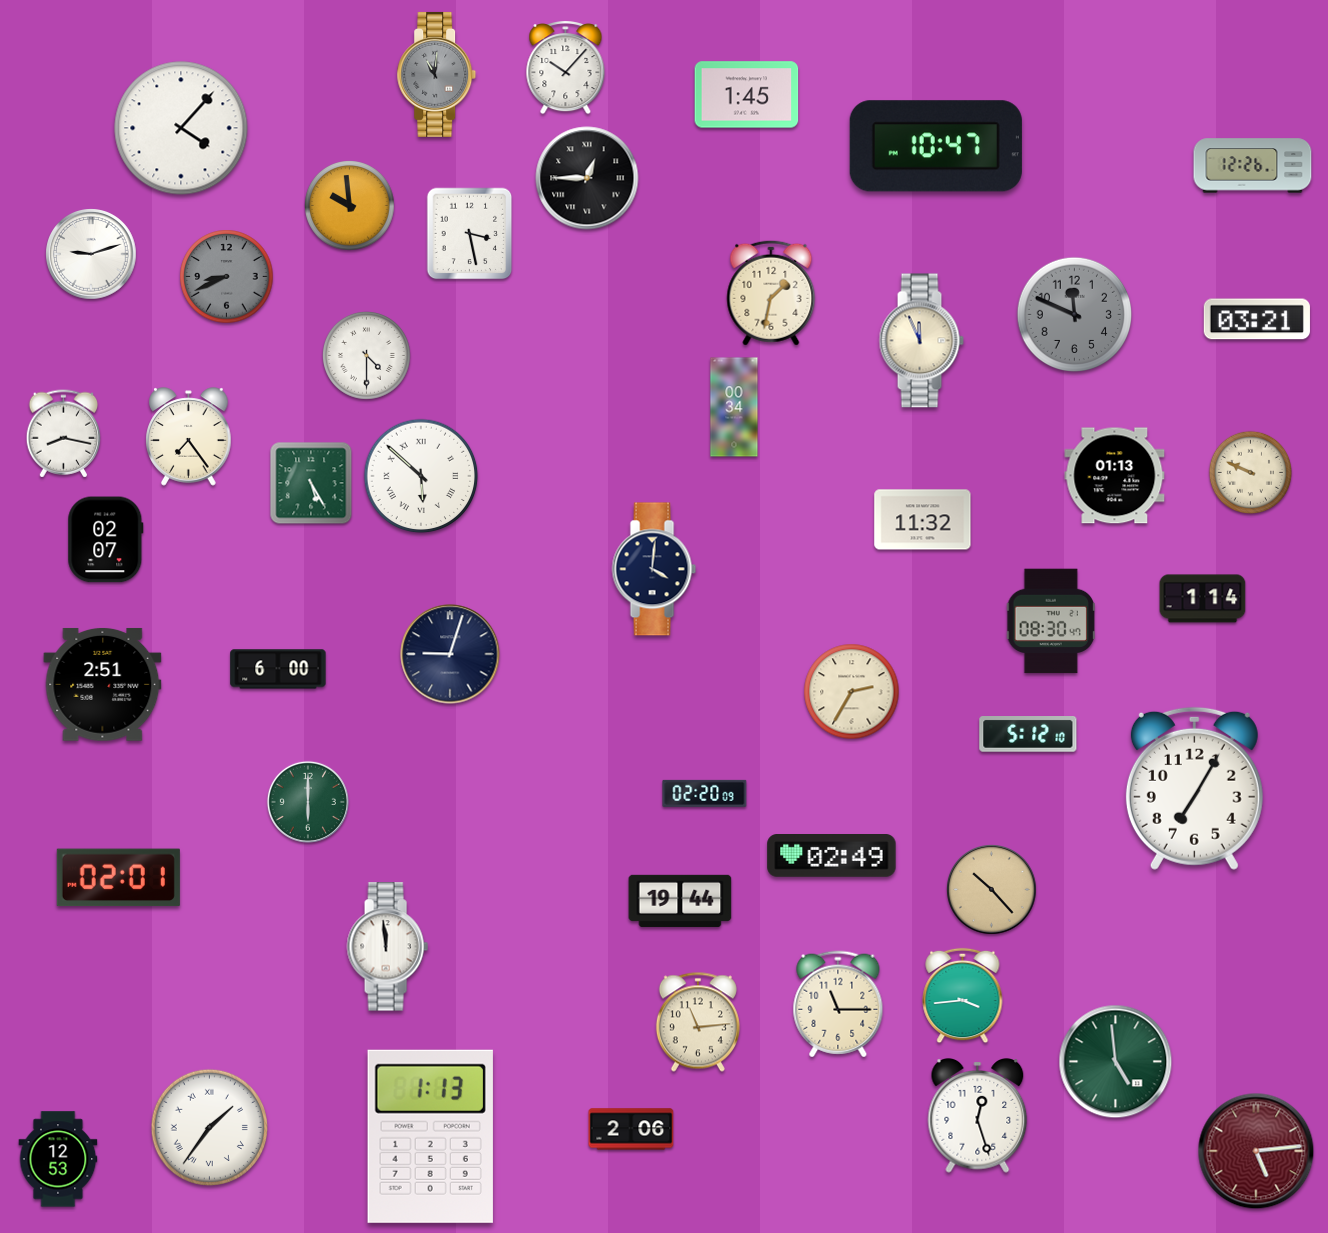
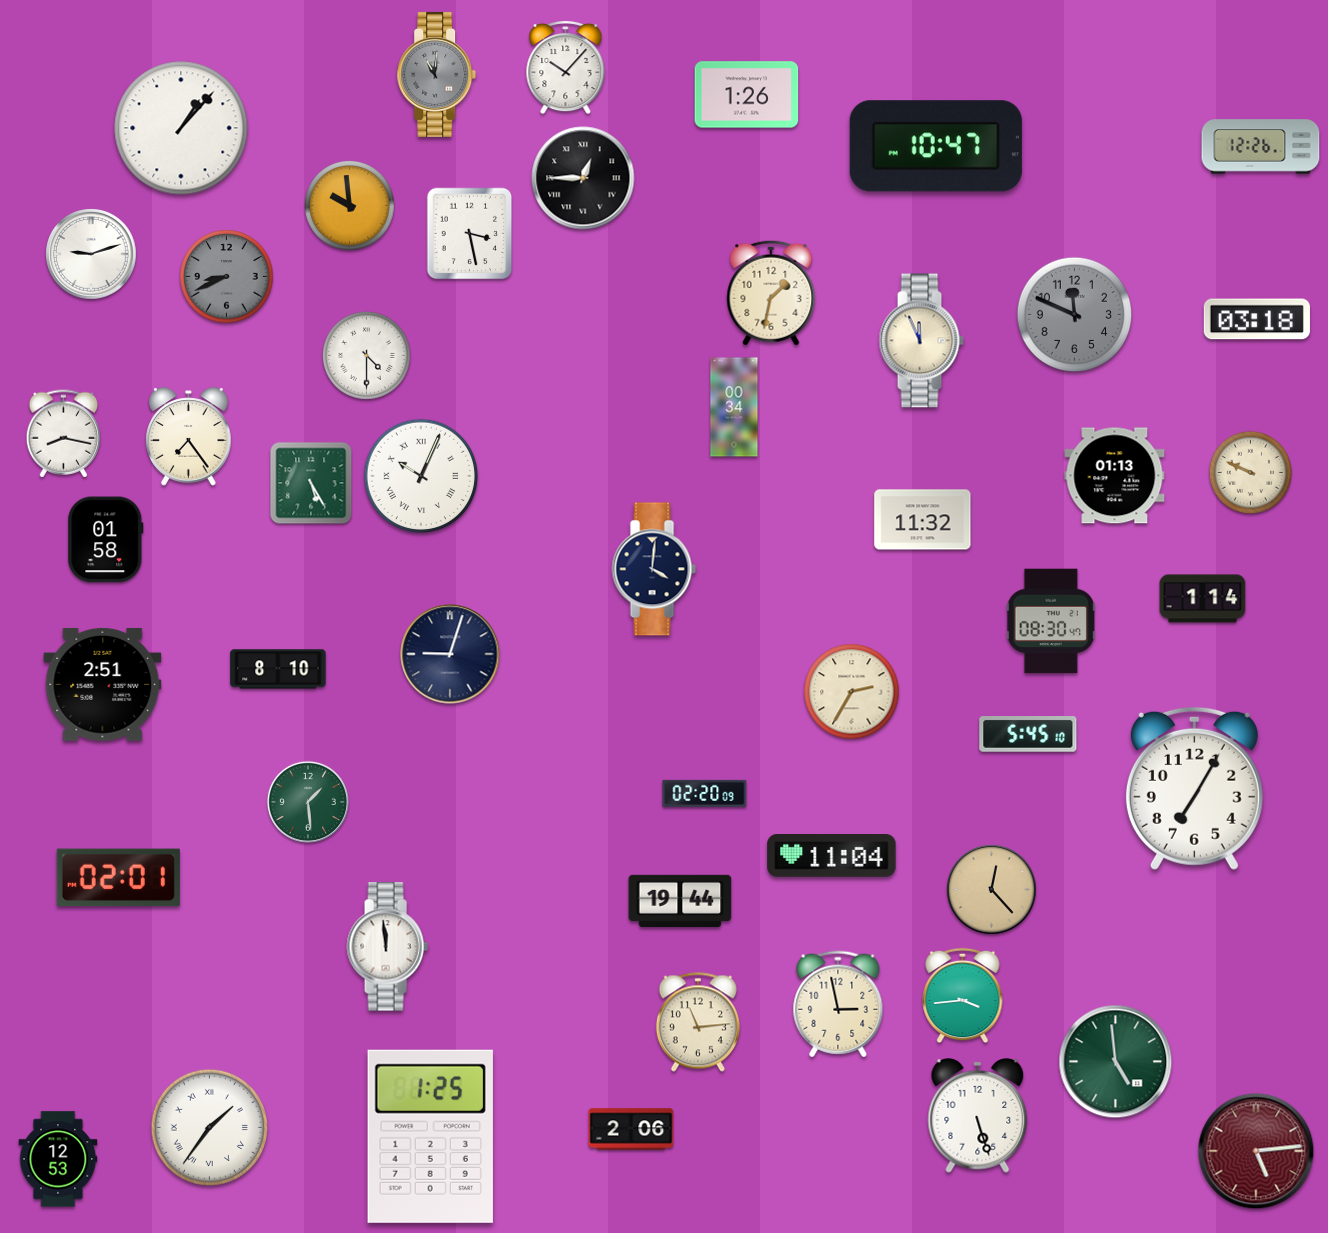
clock at (747, 95): 1:45 -> 1:26
clock at (181, 128): 4:07 -> 1:07
clock at (1253, 166) position: (1253, 166) -> (1261, 147)
clock at (587, 178) position: (587, 178) -> (583, 178)
clock at (1257, 319): 03:21 -> 03:18
clock at (421, 476): 5:52 -> 10:04
clock at (106, 540): 02:07 -> 01:58
clock at (278, 669): 6:00 -> 8:10
clock at (1028, 735): 5:12 -> 5:45
clock at (308, 802): 6:00 -> 1:29
clock at (832, 856): 02:49 -> 11:04
clock at (992, 890): 10:23 -> 12:23
clock at (838, 1004): 11:15 -> 2:58
clock at (978, 1116): 12:27 -> 5:27
clock at (430, 1136): 1:13 -> 1:25
